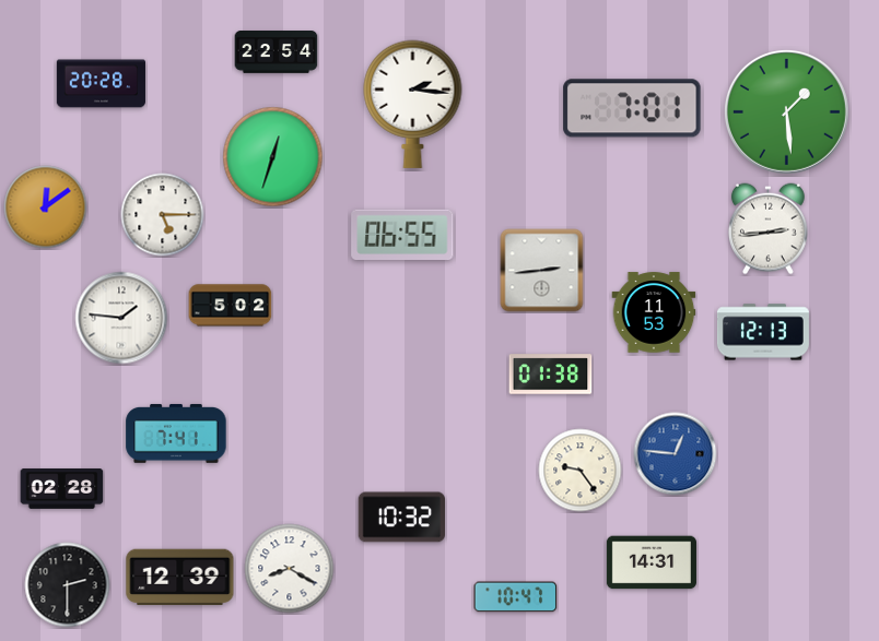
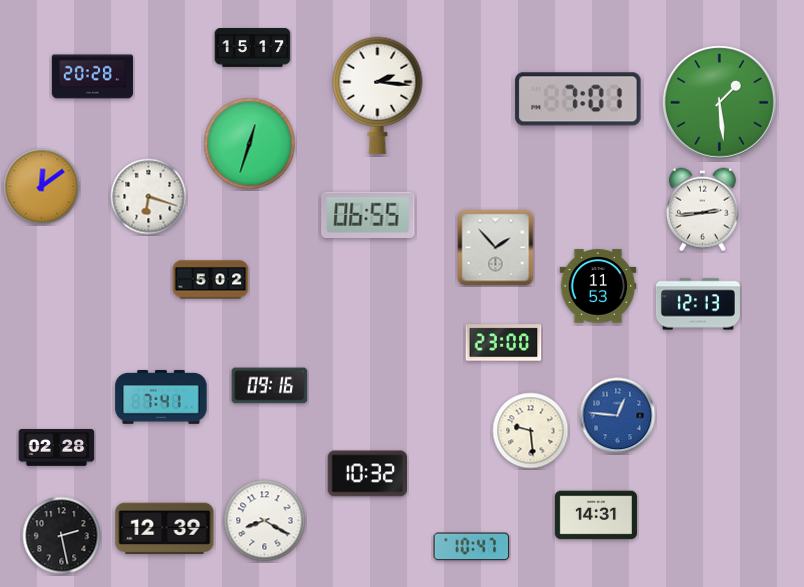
clock at (277, 52): 22:54 -> 15:17
clock at (46, 207) position: (46, 207) -> (42, 187)
clock at (163, 215): 5:15 -> 6:18
clock at (542, 271): 2:44 -> 1:53
clock at (121, 318): 1:46 -> none
clock at (551, 375): 01:38 -> 23:00
clock at (270, 386): none -> 09:16
clock at (581, 471): 9:24 -> 9:29
clock at (68, 585): 2:30 -> 2:28
